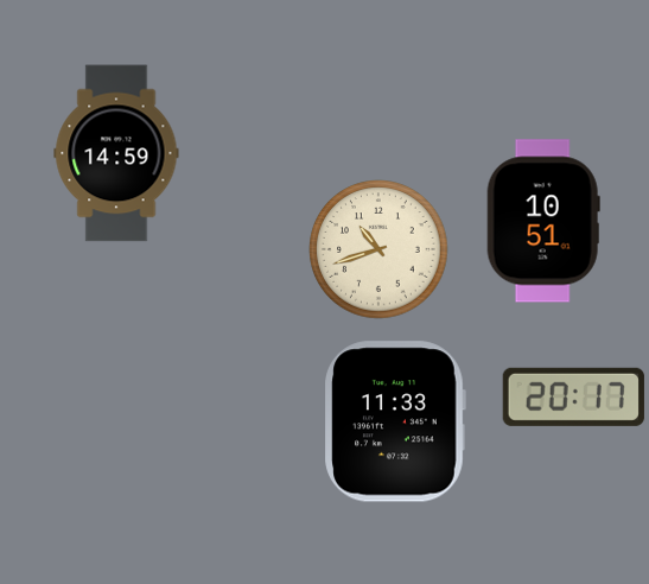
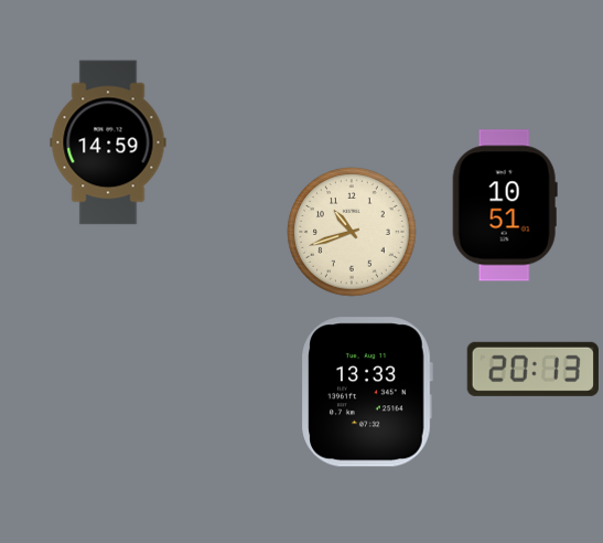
clock at (573, 396): 20:17 -> 20:13
clock at (395, 421): 11:33 -> 13:33
